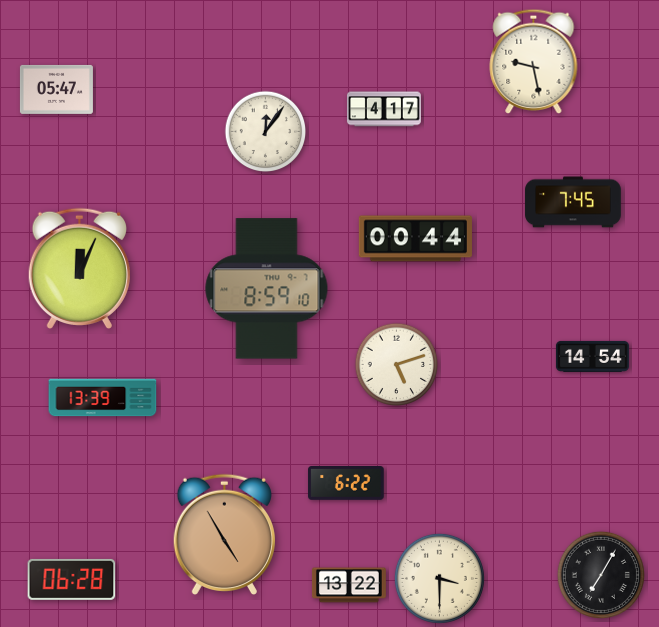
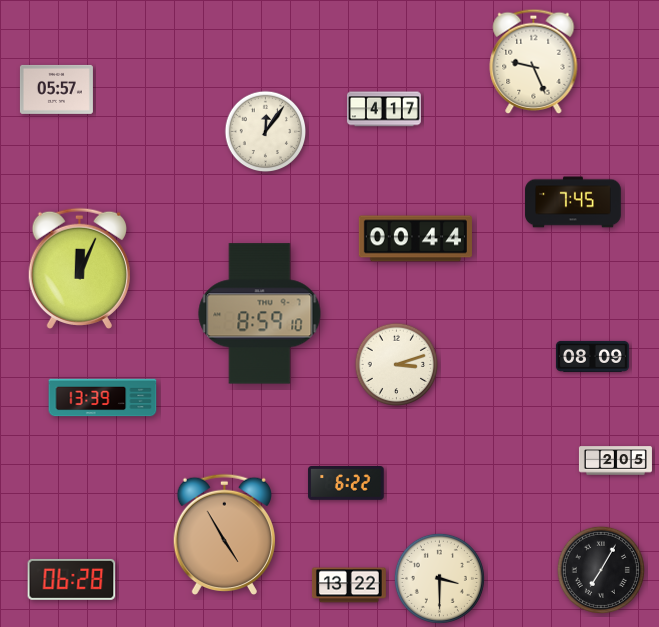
clock at (534, 61): 9:28 -> 9:26
clock at (56, 89): 05:47 -> 05:57
clock at (267, 289) position: (267, 289) -> (260, 314)
clock at (592, 356): 14:54 -> 08:09
clock at (397, 365): 5:12 -> 3:12
clock at (615, 461): none -> 2:05
clock at (601, 575) position: (601, 575) -> (601, 570)
